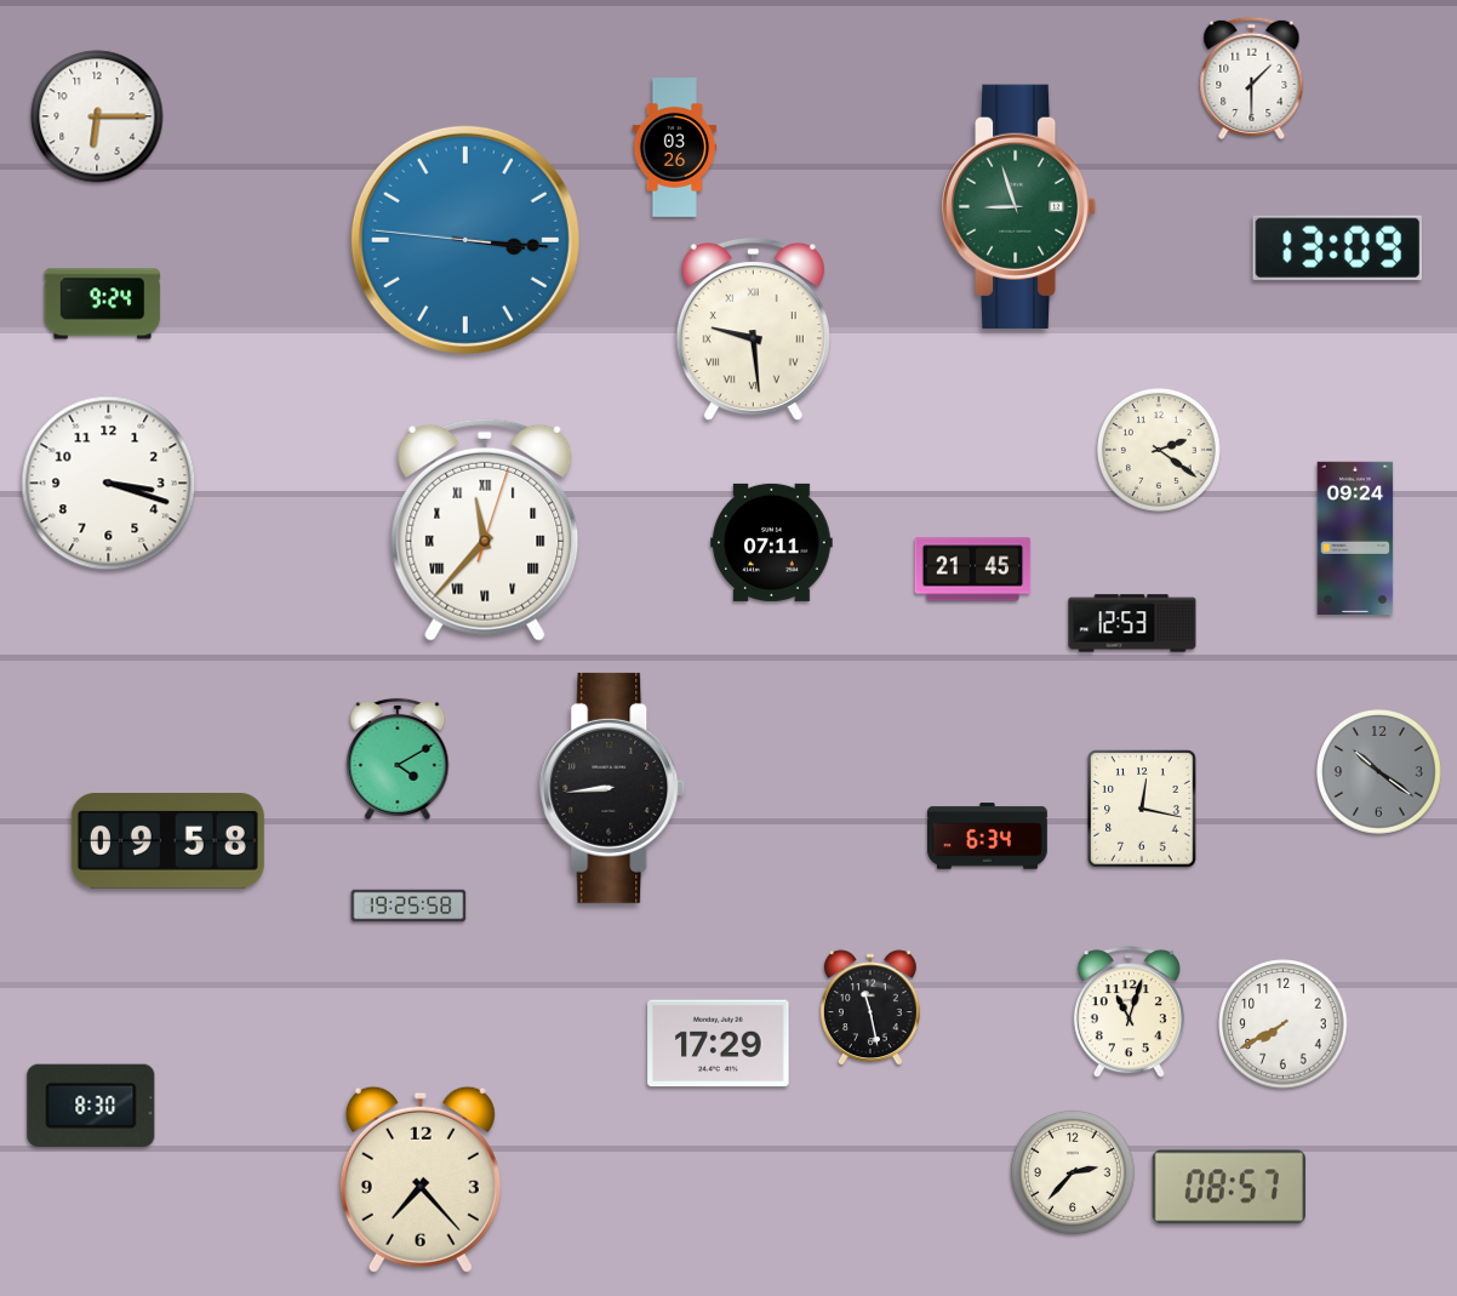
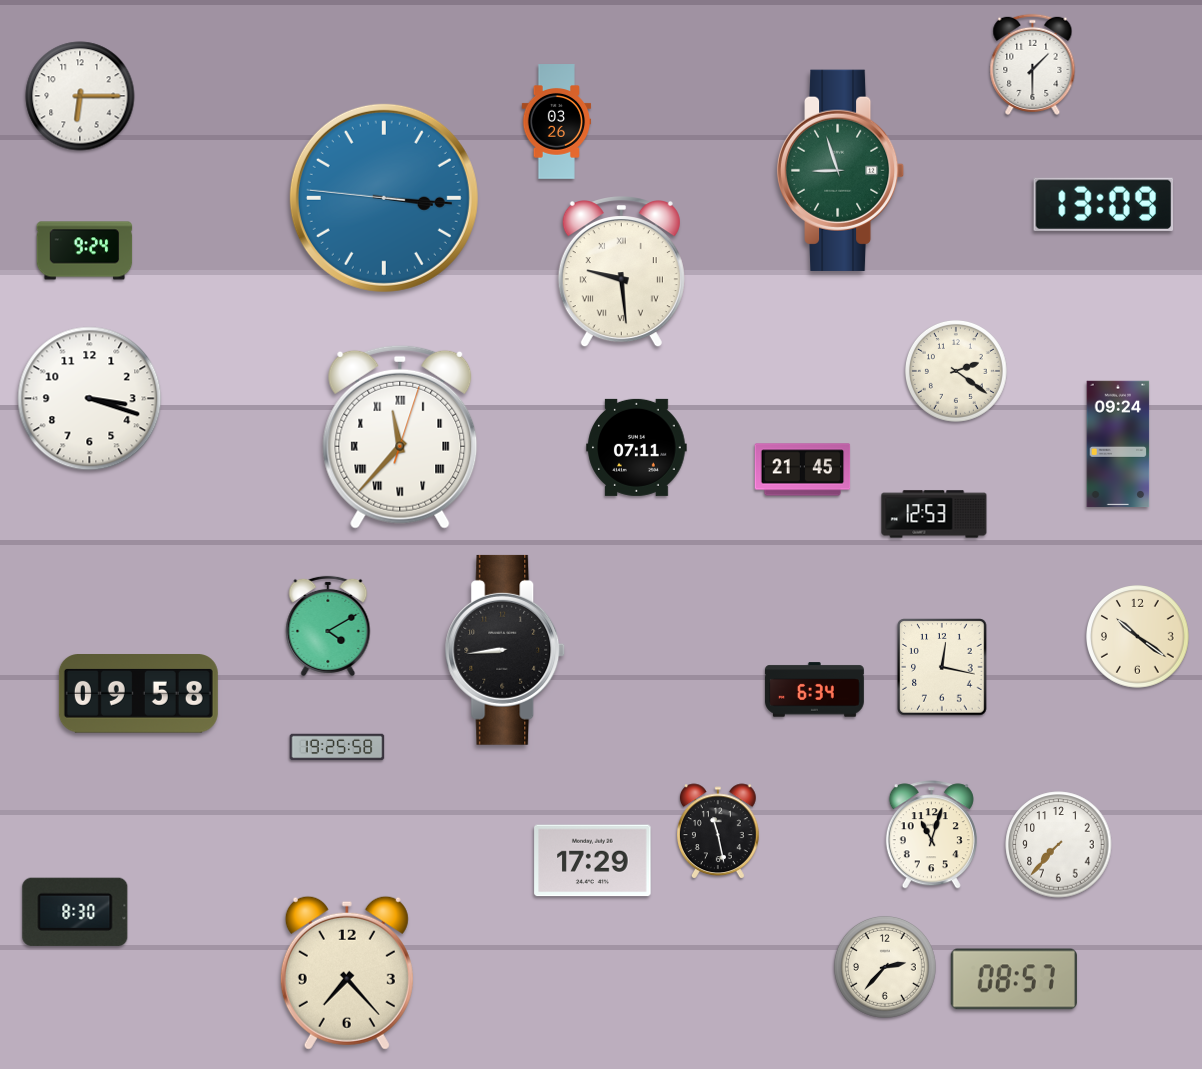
clock at (1379, 772) dial: grey -> cream
clock at (1284, 1024): 7:40 -> 7:37
